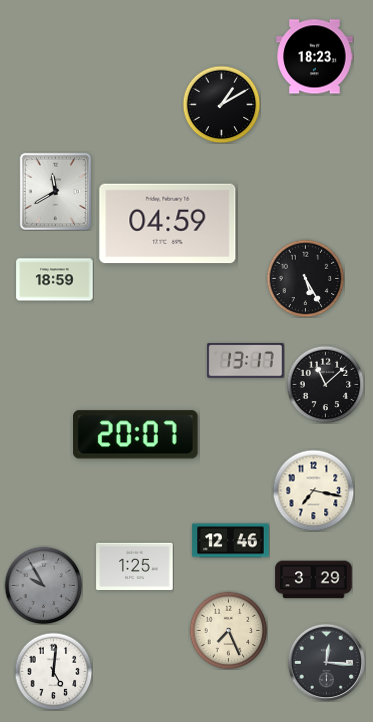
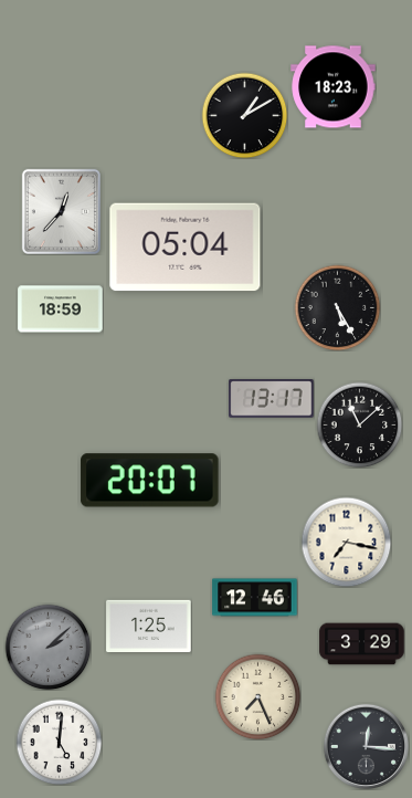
clock at (315, 57) position: (315, 57) -> (334, 87)
clock at (55, 191): 11:40 -> 12:37
clock at (168, 224): 04:59 -> 05:04
clock at (314, 580) position: (314, 580) -> (362, 644)
clock at (43, 585): 9:55 -> 2:08
clock at (228, 630) position: (228, 630) -> (257, 696)
clock at (326, 662) position: (326, 662) -> (366, 746)
